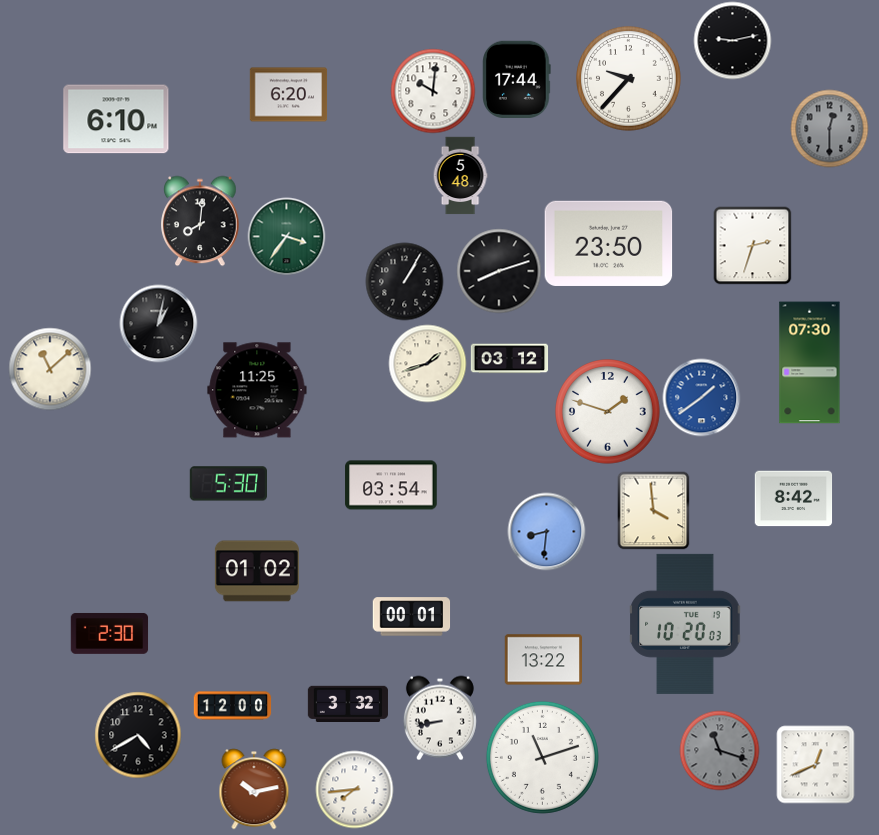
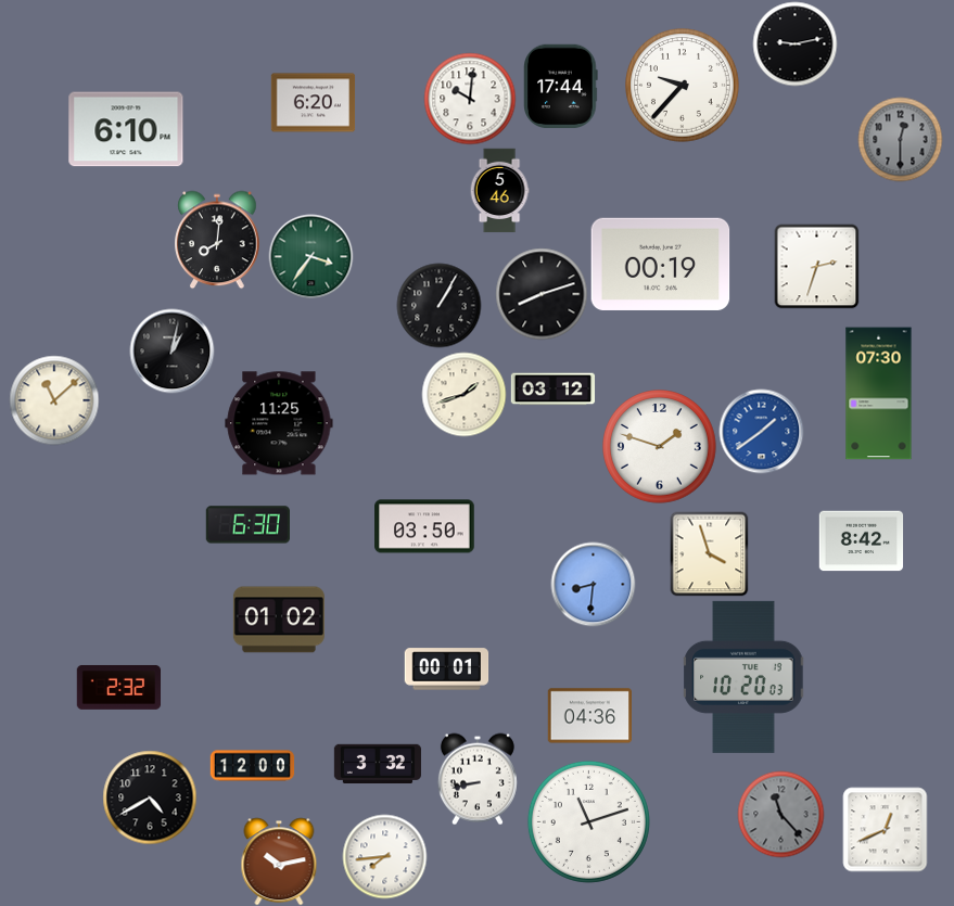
clock at (460, 175): 5:48 -> 5:46
clock at (609, 243): 23:50 -> 00:19
clock at (228, 484): 5:30 -> 6:30
clock at (391, 485): 03:54 -> 03:50
clock at (654, 510): 3:59 -> 3:57
clock at (546, 531) position: (546, 531) -> (593, 584)
clock at (109, 633): 2:30 -> 2:32
clock at (543, 660): 13:22 -> 04:36
clock at (719, 750): 11:18 -> 11:23
clock at (254, 789) position: (254, 789) -> (279, 862)
